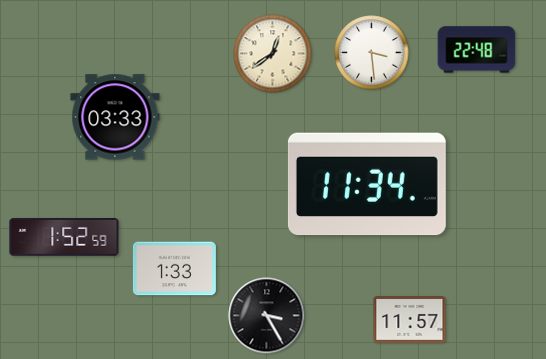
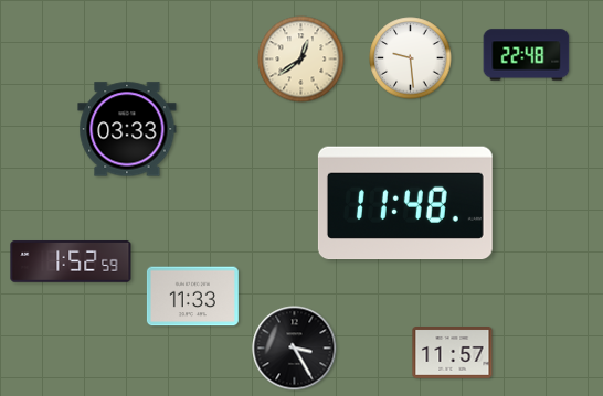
clock at (372, 53): 3:29 -> 9:29
clock at (367, 184): 11:34 -> 11:48
clock at (174, 269): 1:33 -> 11:33
